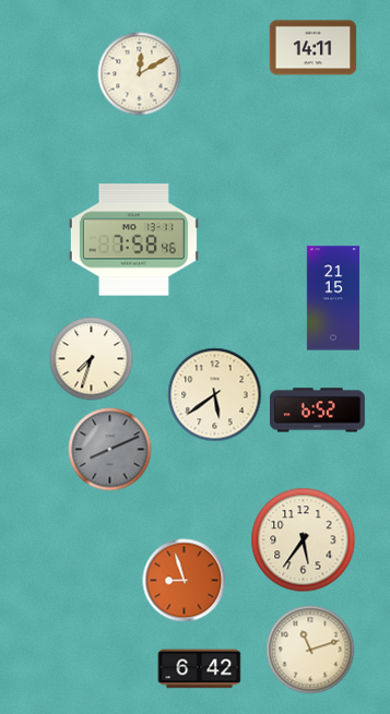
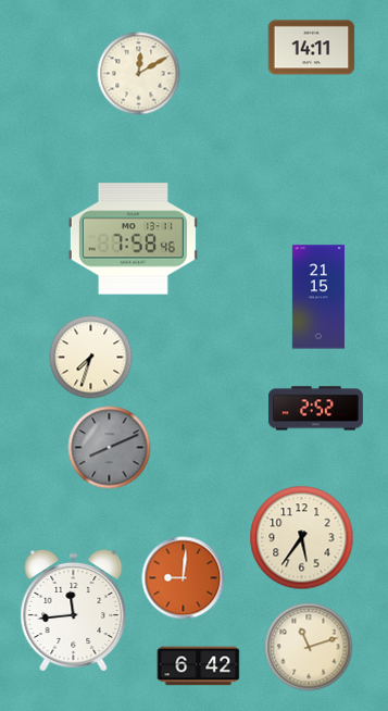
clock at (333, 298) position: (333, 298) -> (318, 297)
clock at (215, 395): 5:39 -> none
clock at (317, 410): 6:52 -> 2:52
clock at (185, 581): 8:57 -> 9:01
clock at (74, 610): none -> 11:44
